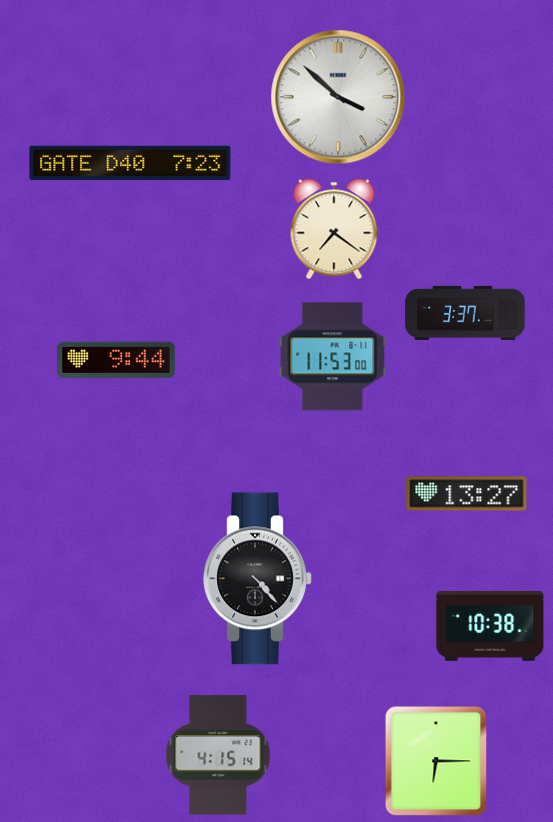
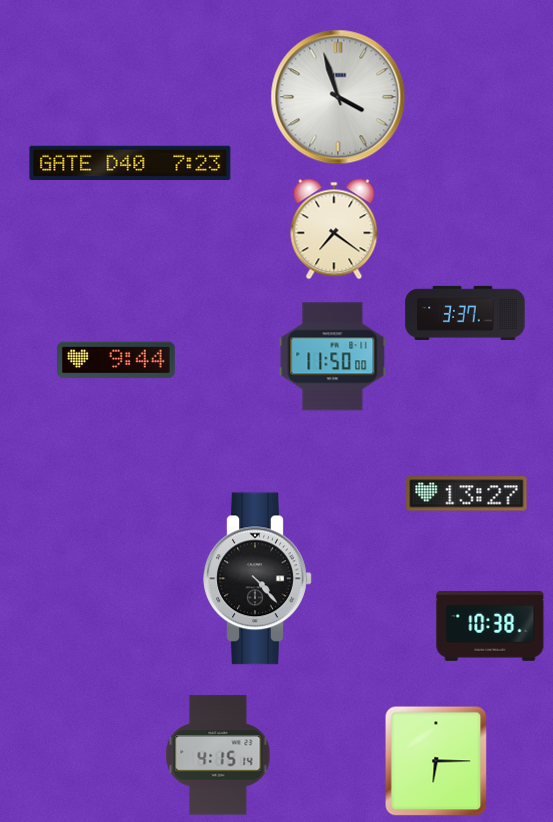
clock at (338, 97): 3:52 -> 3:57
clock at (333, 357): 11:53 -> 11:50
